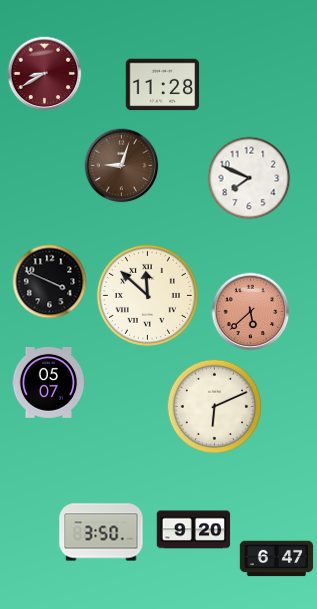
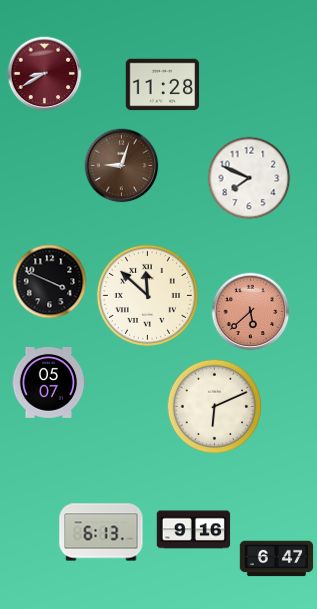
clock at (194, 530): 9:20 -> 9:16
clock at (101, 532): 3:50 -> 6:13
